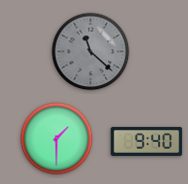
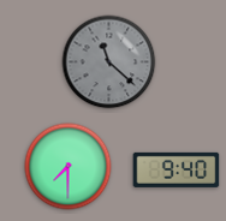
clock at (57, 139): 1:30 -> 7:30
